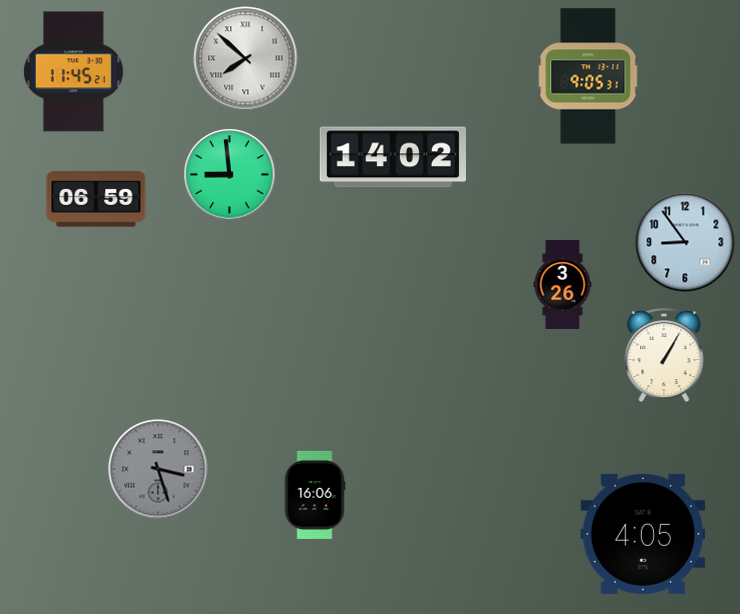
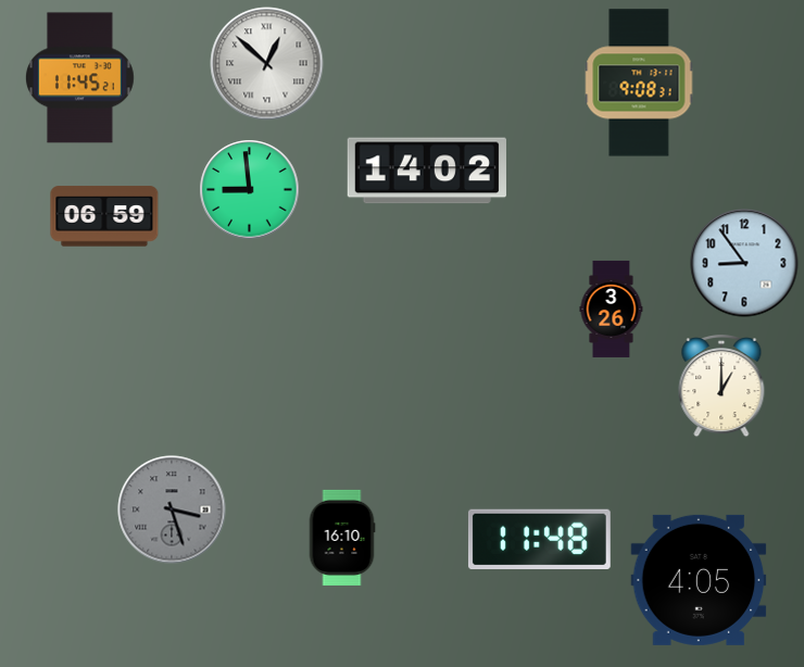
clock at (246, 59): 7:52 -> 12:52
clock at (588, 76): 9:05 -> 9:08
clock at (664, 356): 1:05 -> 1:00
clock at (315, 495): 16:06 -> 16:10
clock at (539, 539): none -> 11:48
